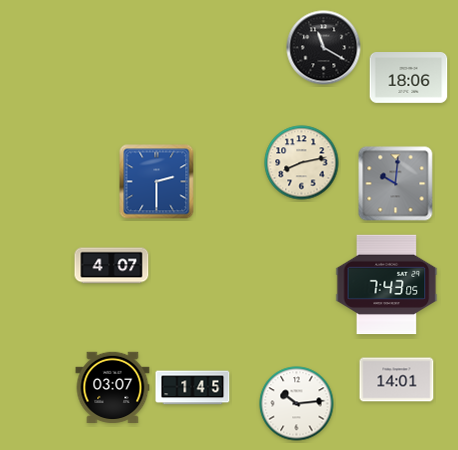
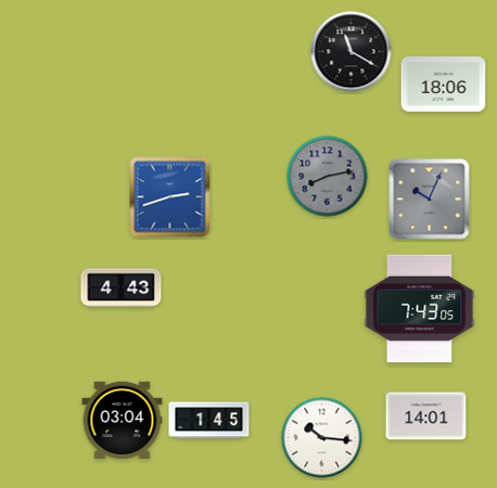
clock at (302, 163) dial: cream -> grey
clock at (157, 182): 2:30 -> 2:42
clock at (396, 184): 10:01 -> 10:04
clock at (112, 266): 4:07 -> 4:43
clock at (397, 380) position: (397, 380) -> (426, 416)
clock at (113, 387): 03:07 -> 03:04
clock at (297, 404): 10:14 -> 10:16
